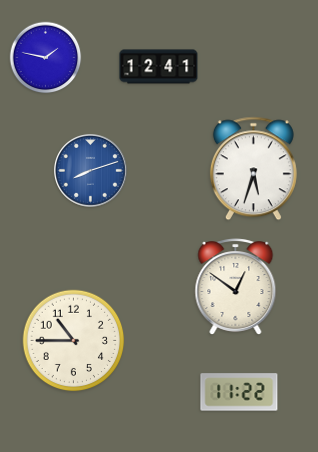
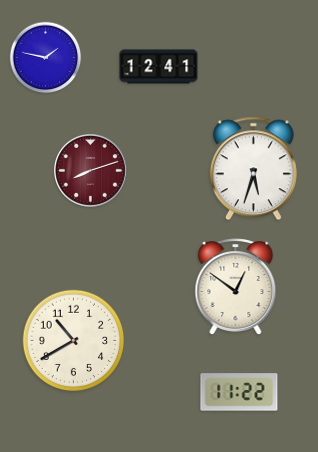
clock at (91, 171) dial: blue -> burgundy
clock at (74, 341): 10:45 -> 10:40
